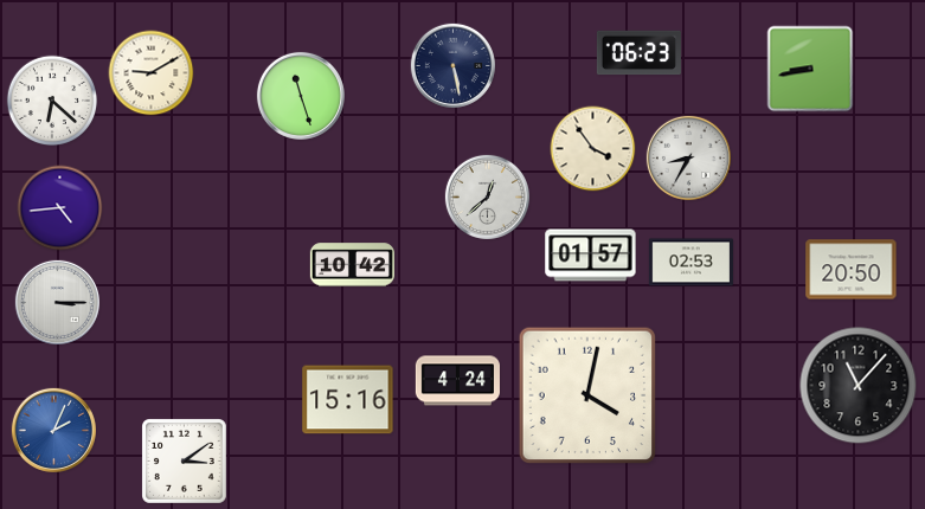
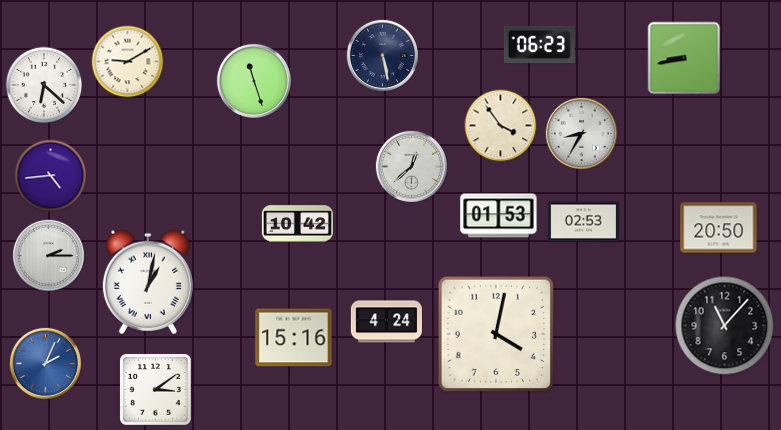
clock at (591, 256): 01:57 -> 01:53
clock at (57, 302): 3:15 -> 2:15
clock at (148, 282): none -> 1:02
